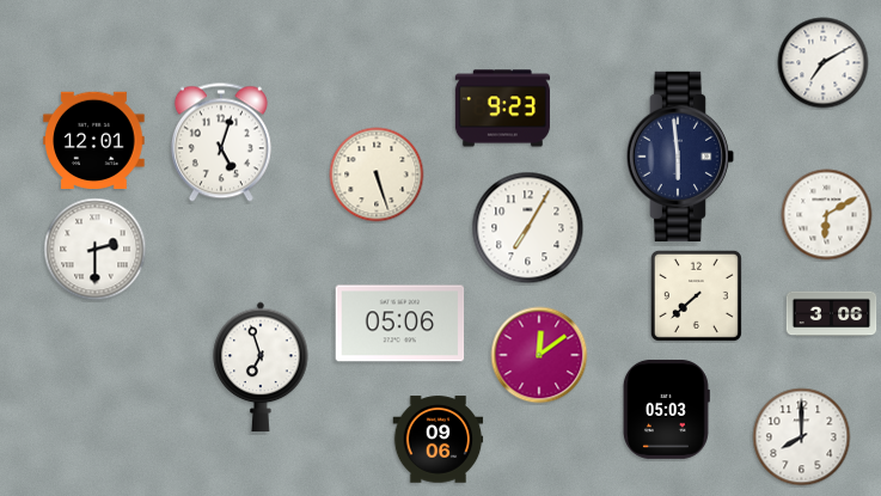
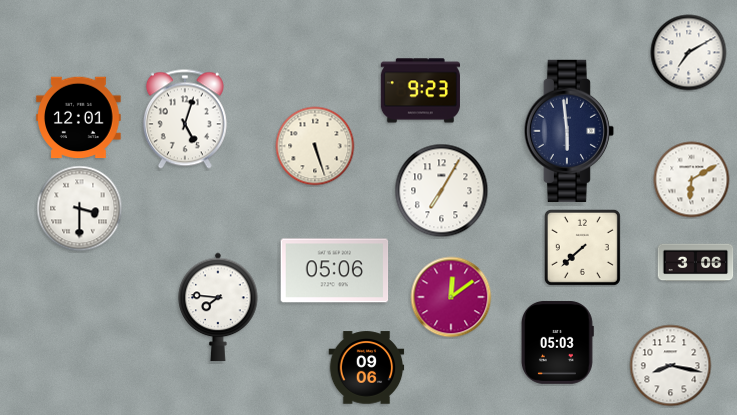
clock at (96, 250): 2:30 -> 3:30
clock at (261, 367): 6:57 -> 7:46
clock at (802, 437): 8:00 -> 8:17
